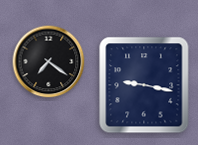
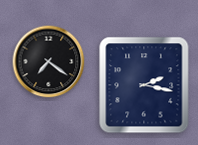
clock at (144, 85): 9:17 -> 2:17
